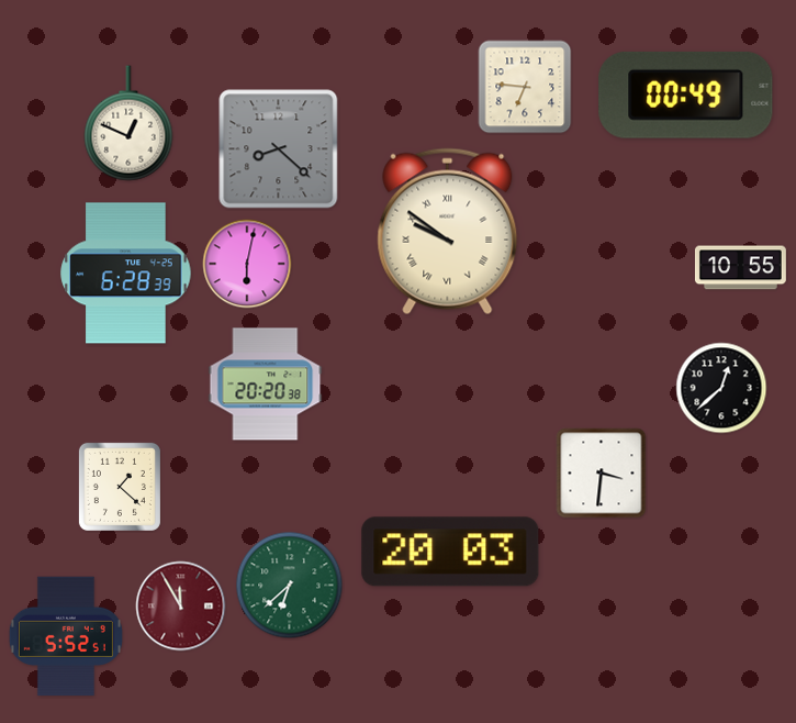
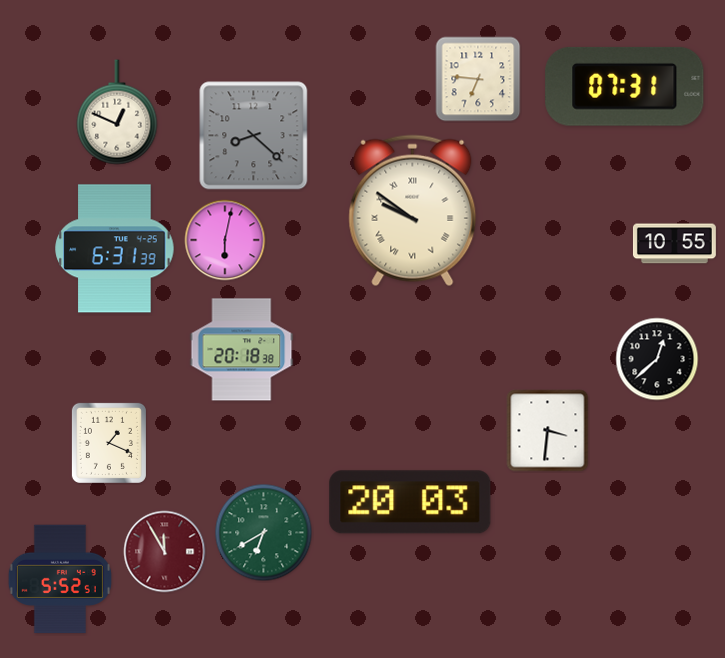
clock at (686, 94): 00:49 -> 07:31
clock at (448, 232) position: (448, 232) -> (413, 211)
clock at (126, 274): 6:28 -> 6:31
clock at (266, 385): 20:20 -> 20:18
clock at (721, 388) position: (721, 388) -> (657, 359)
clock at (120, 487): 1:22 -> 1:19
clock at (290, 586): 6:38 -> 6:40
